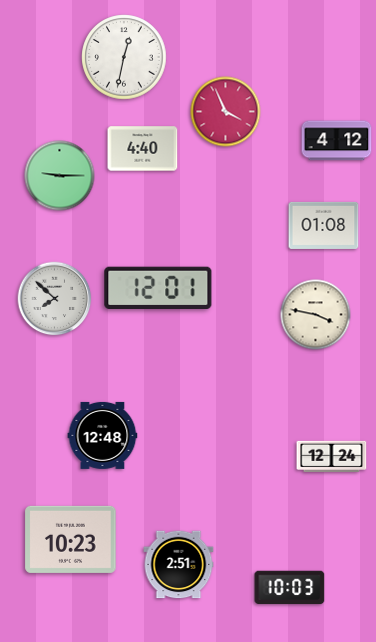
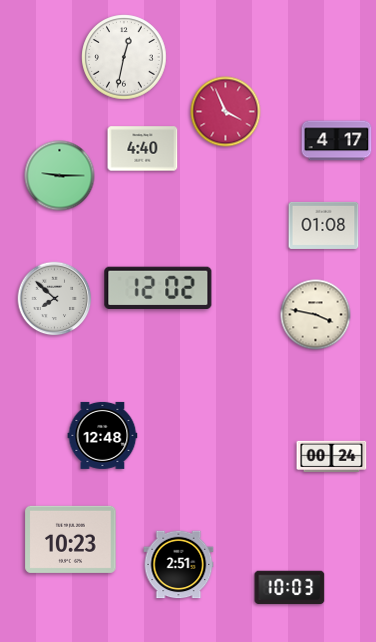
clock at (337, 141): 4:12 -> 4:17
clock at (158, 287): 12:01 -> 12:02
clock at (332, 456): 12:24 -> 00:24
